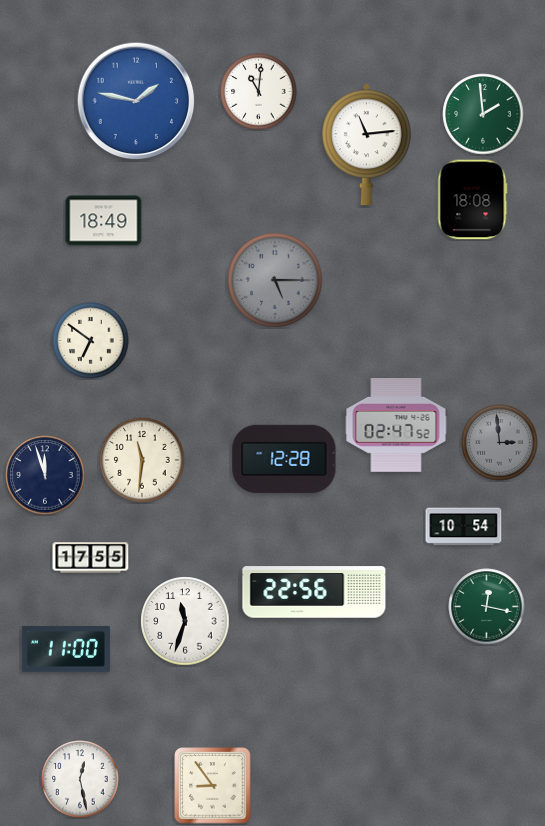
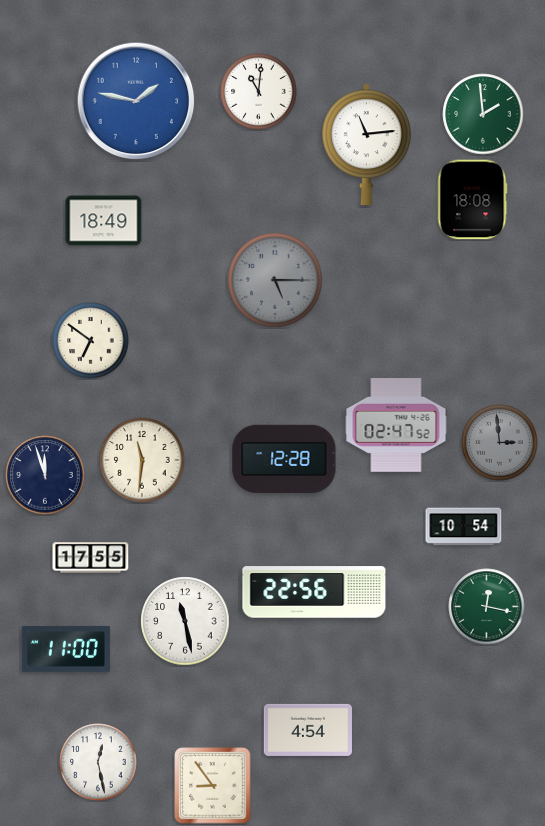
clock at (185, 621): 11:33 -> 11:28
clock at (308, 730): none -> 4:54
clock at (80, 779) position: (80, 779) -> (98, 762)
